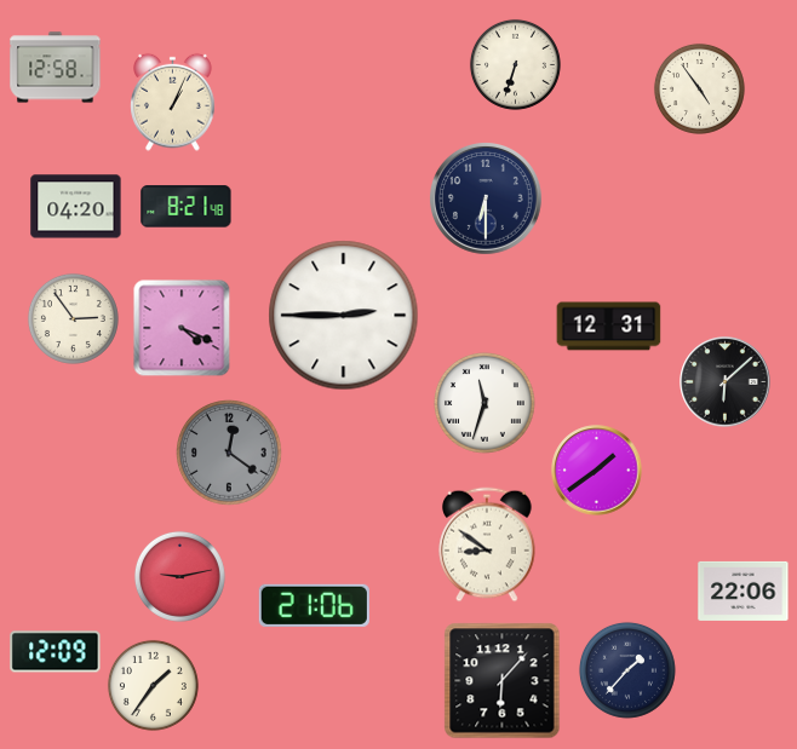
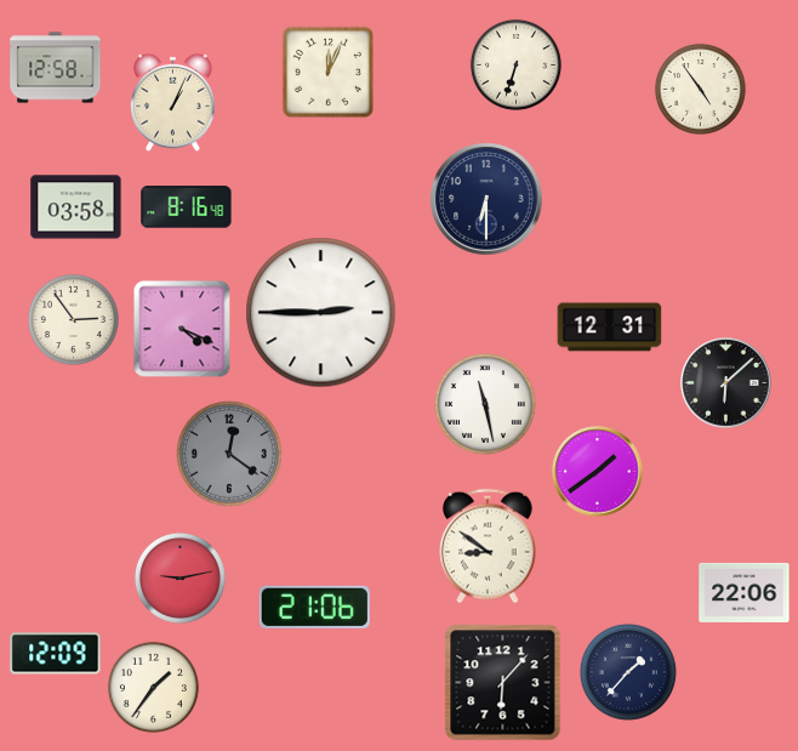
clock at (327, 72): none -> 12:04
clock at (76, 207): 04:20 -> 03:58
clock at (187, 207): 8:21 -> 8:16
clock at (344, 316) position: (344, 316) -> (321, 313)
clock at (484, 403): 11:33 -> 11:28
